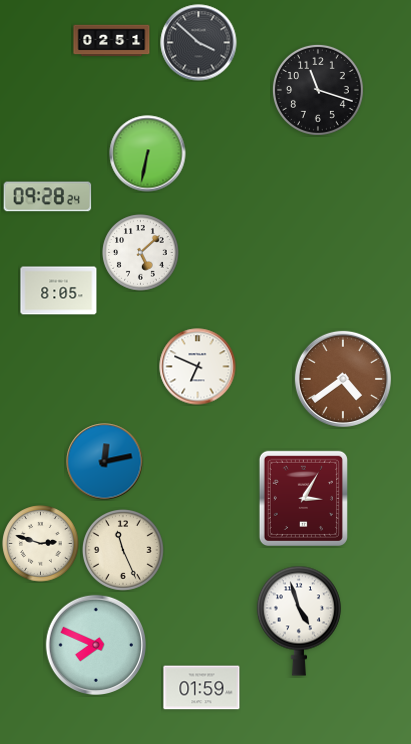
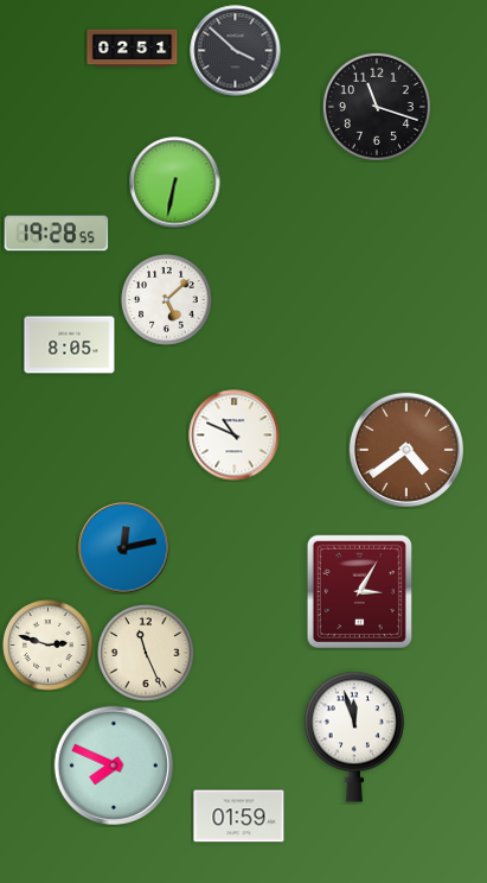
clock at (48, 197): 09:28 -> 19:28
clock at (198, 367): 6:49 -> 10:49
clock at (299, 621): 4:57 -> 11:57
